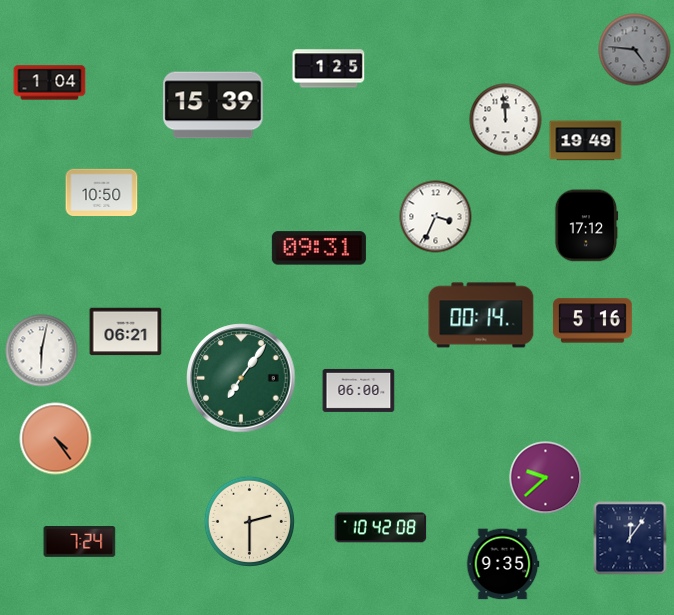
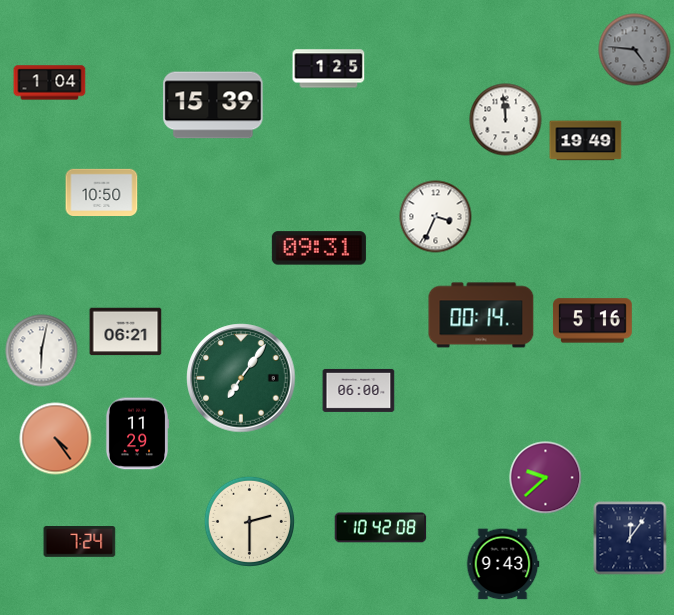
clock at (586, 226): 17:12 -> none
clock at (137, 434): none -> 11:29
clock at (503, 564): 9:35 -> 9:43
